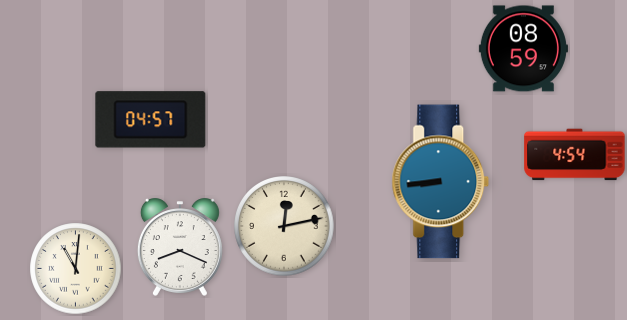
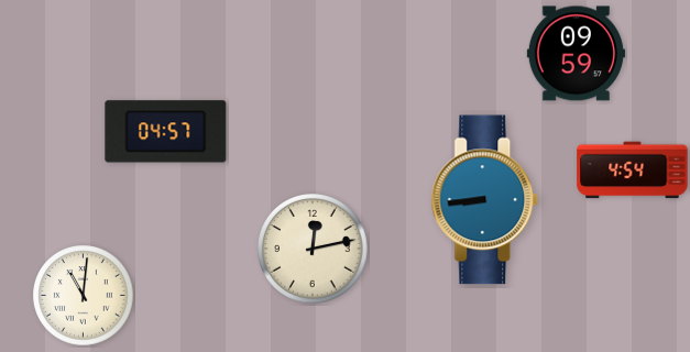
clock at (523, 49): 08:59 -> 09:59
clock at (180, 247): 8:19 -> none
